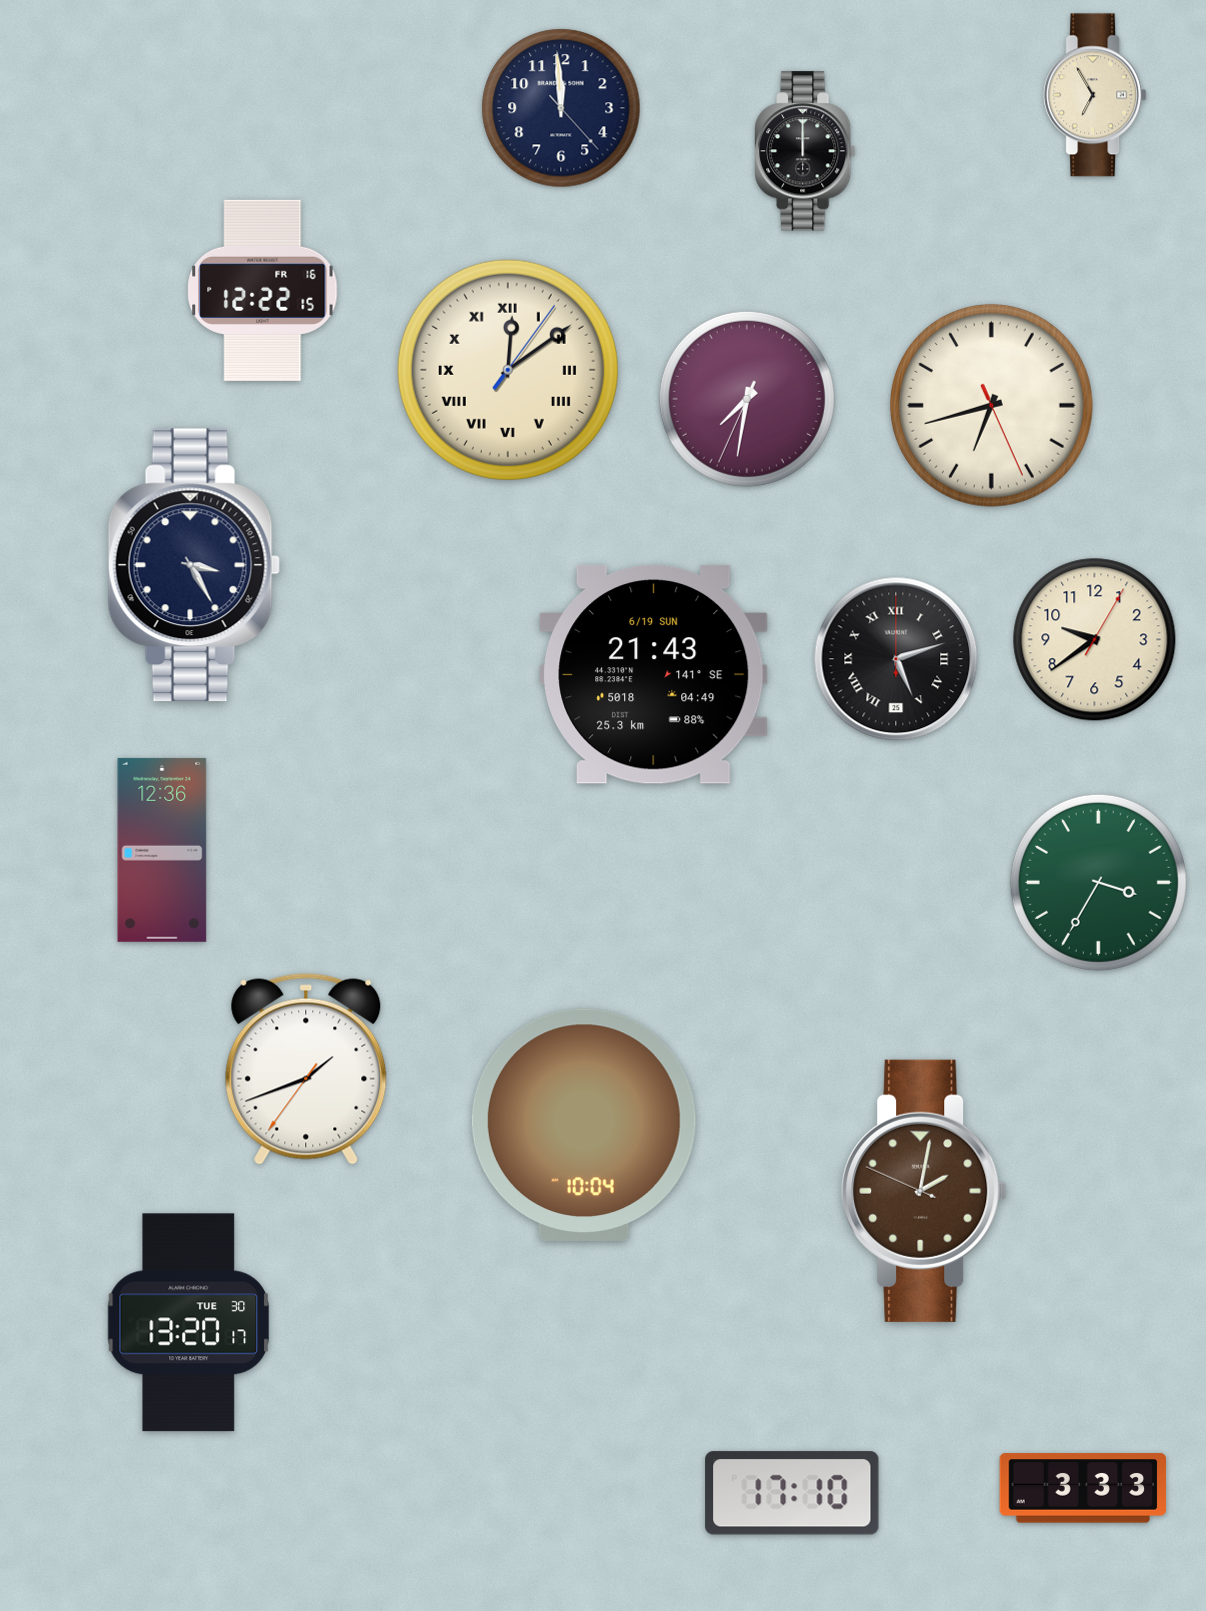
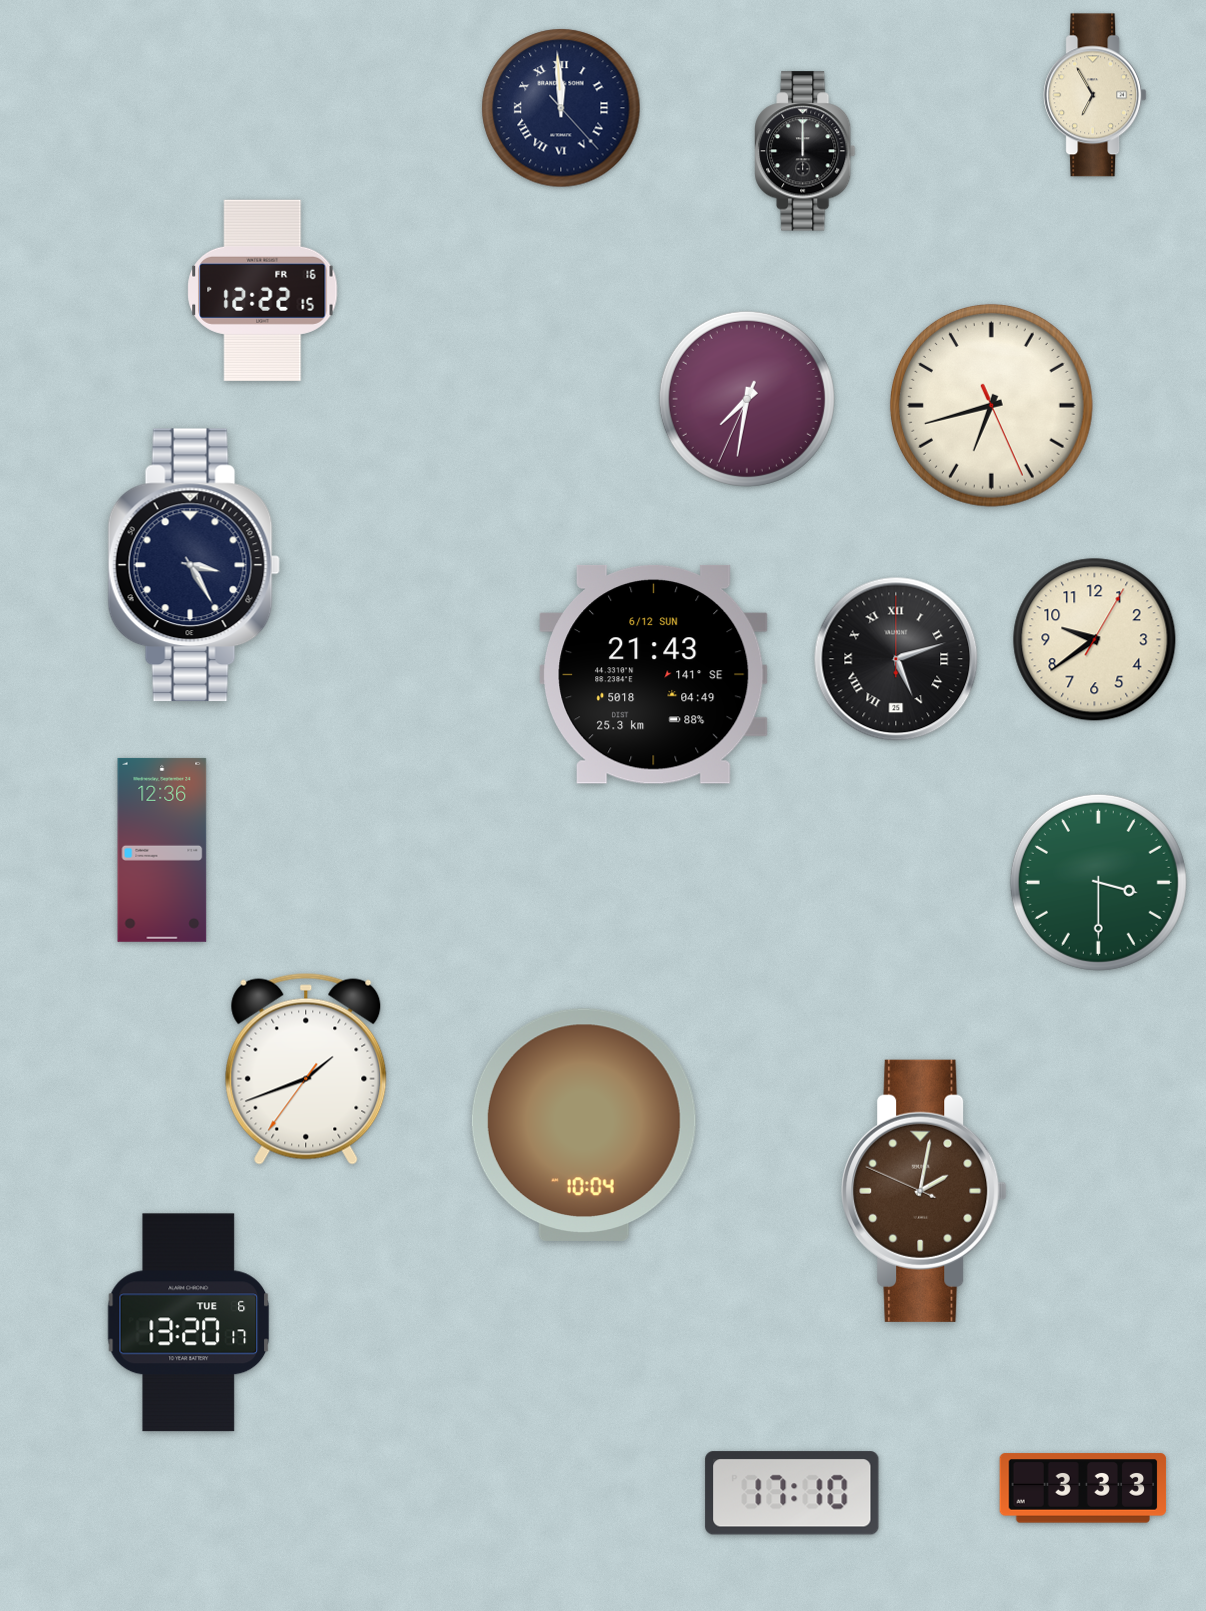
clock at (561, 108) numerals: Arabic -> Roman
clock at (508, 370): 12:09 -> none
clock at (654, 674) date: 6/19 SUN -> 6/12 SUN
clock at (1098, 882): 3:35 -> 3:30
clock at (189, 1323) date: TUE 30 -> TUE 6
